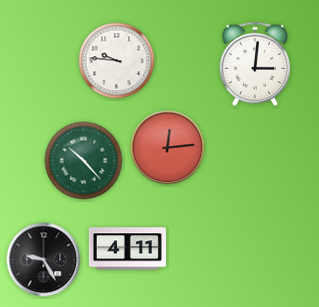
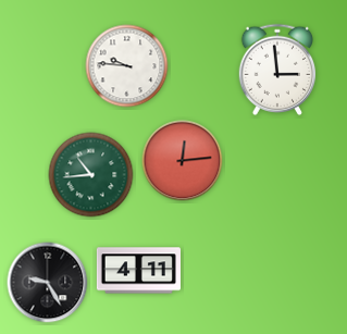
clock at (255, 64): 3:01 -> 2:59
clock at (84, 161): 10:23 -> 10:44
